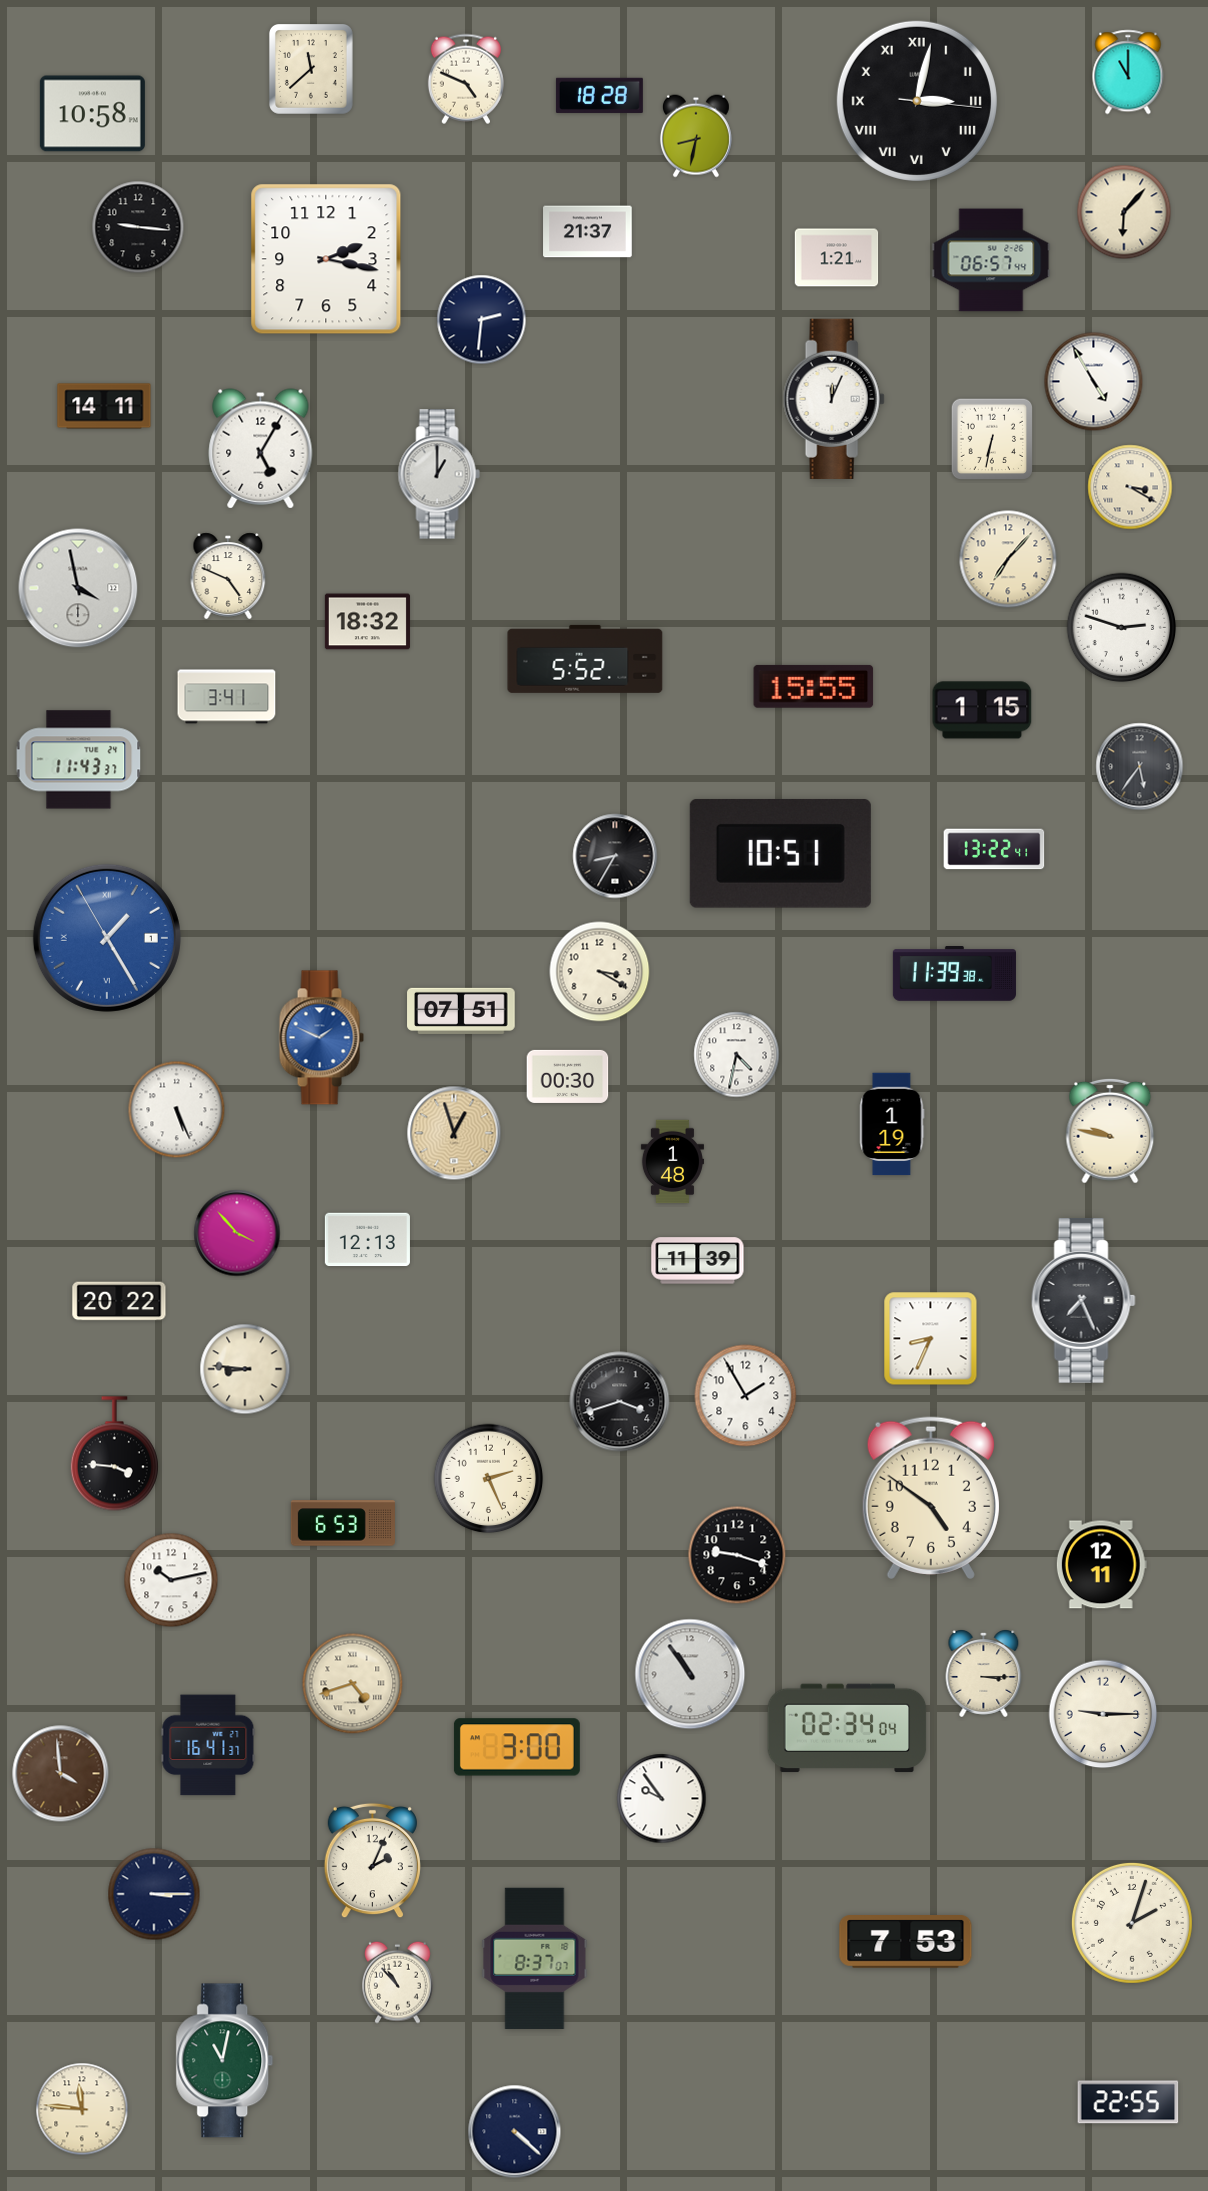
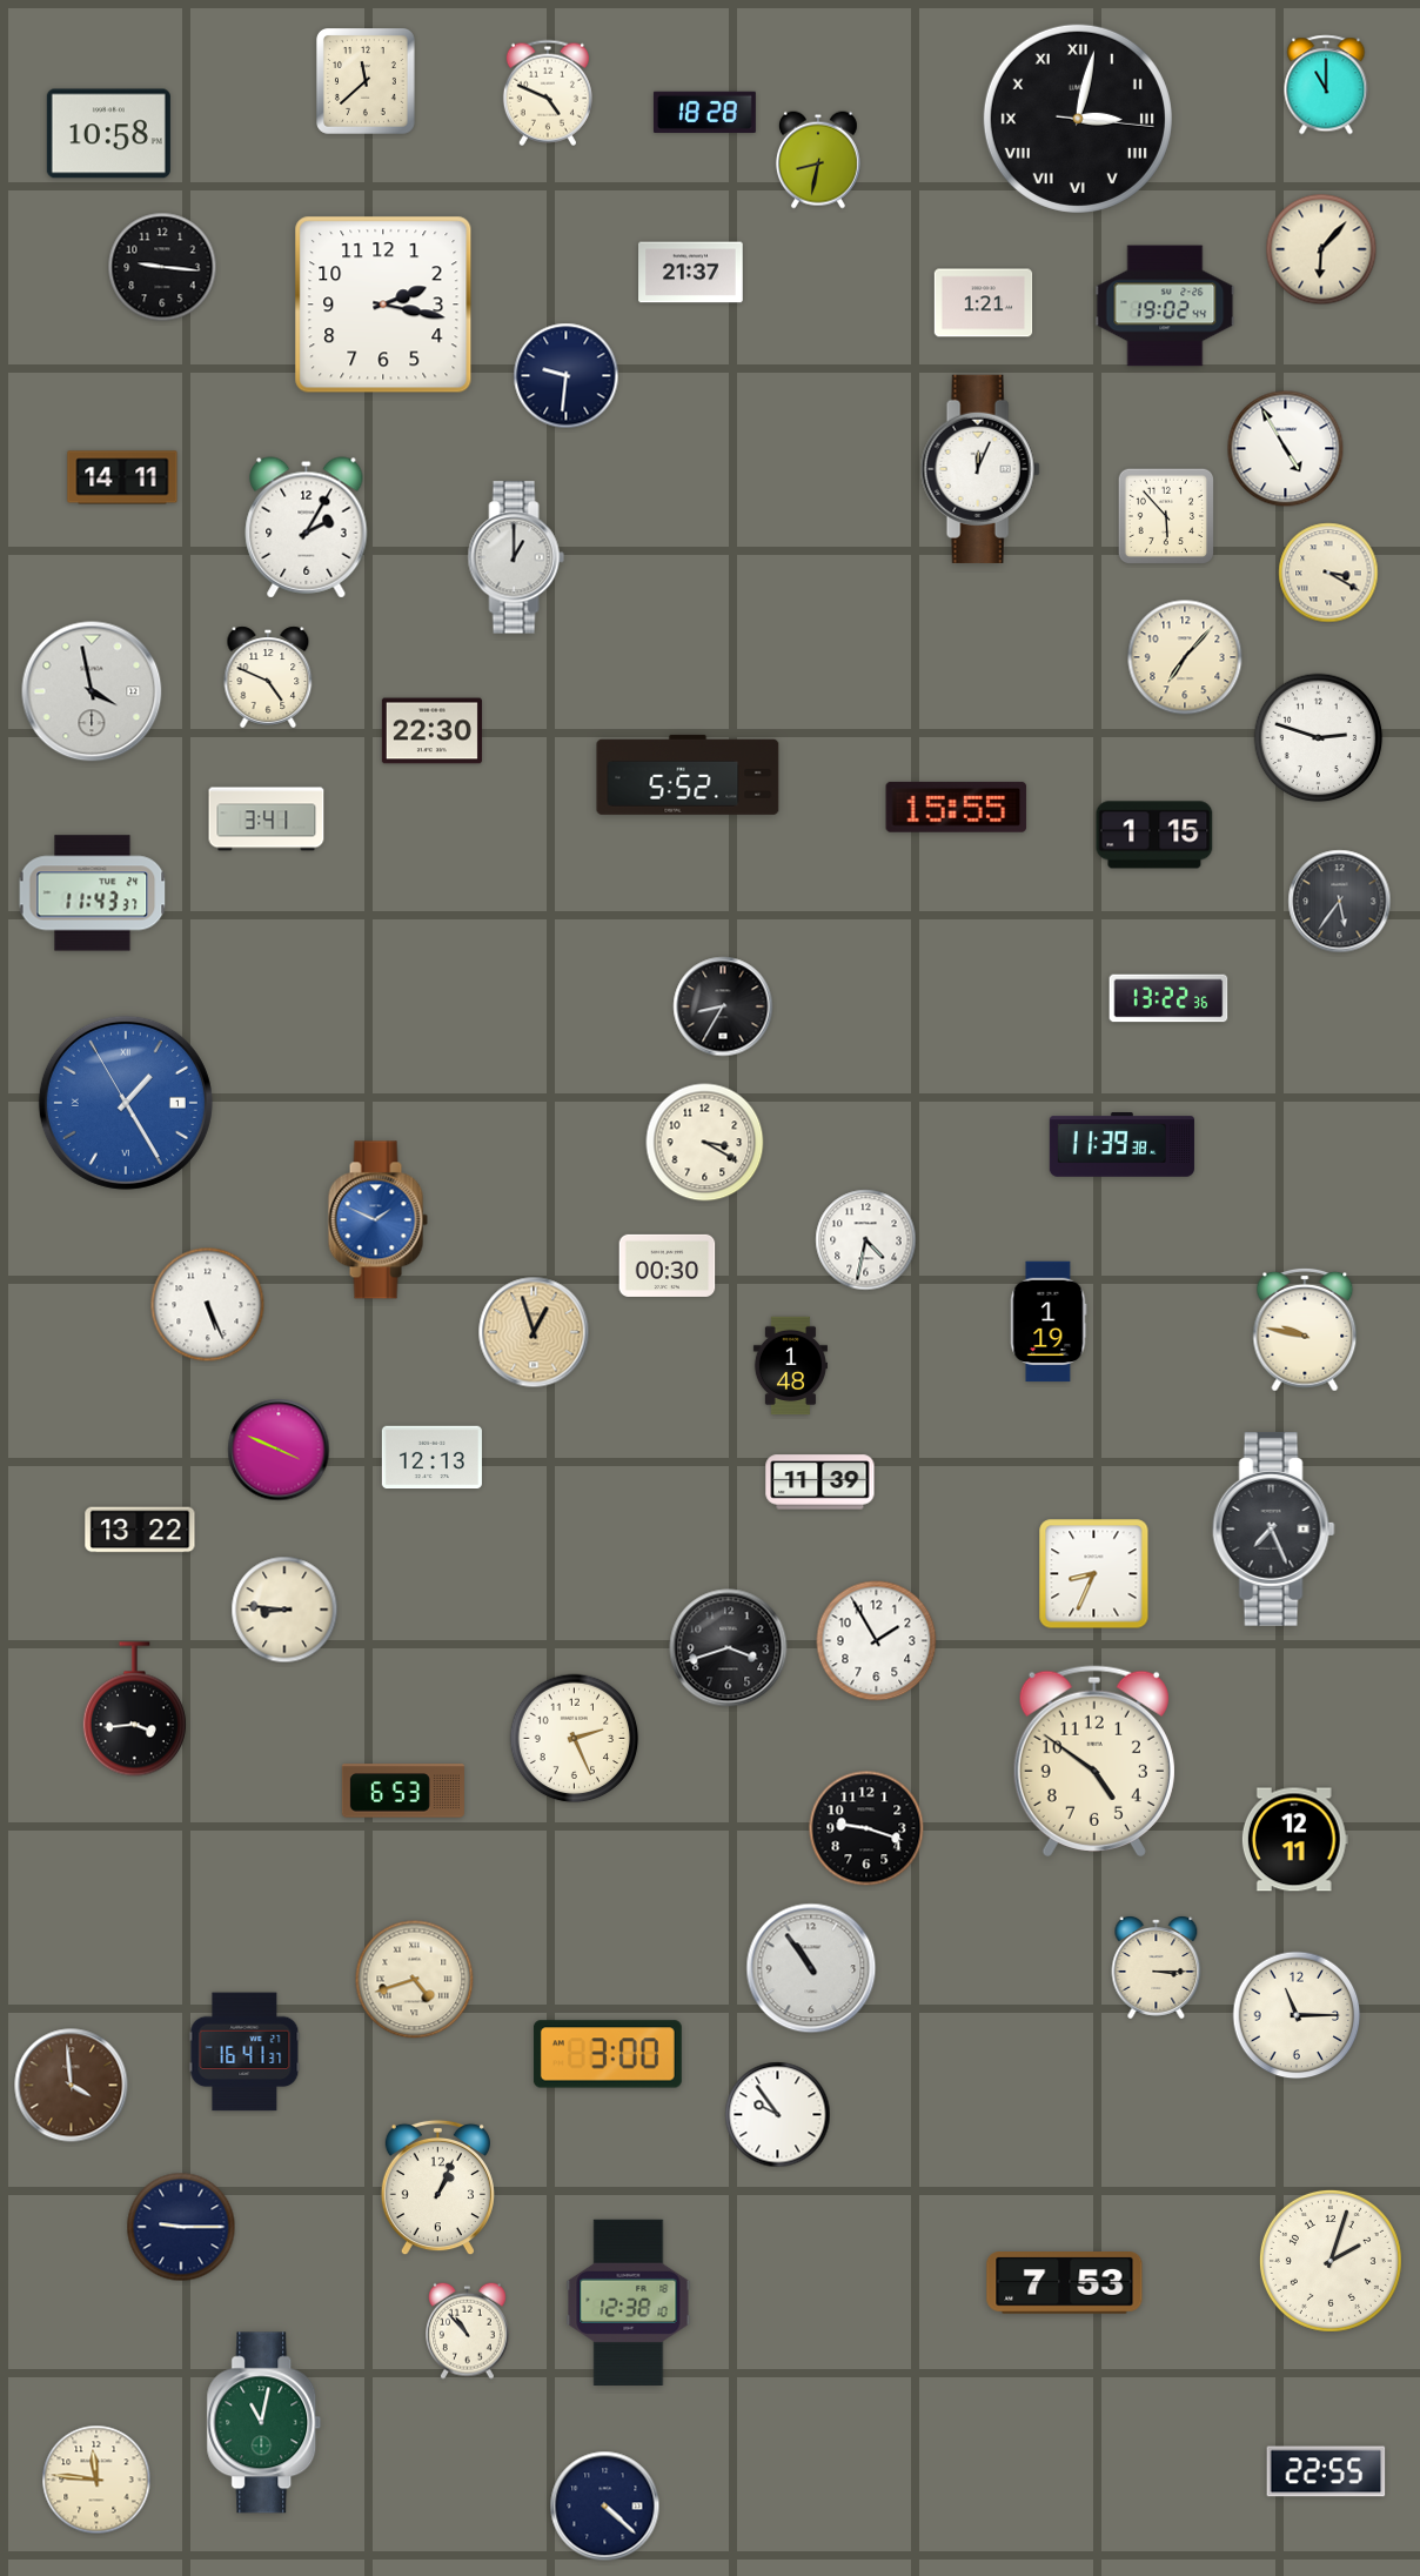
clock at (991, 260): 06:57 -> 19:02
clock at (482, 320): 2:31 -> 9:31
clock at (992, 439): 6:32 -> 5:53
clock at (261, 449): 5:05 -> 2:05
clock at (367, 622): 18:32 -> 22:30
clock at (994, 849): 13:22:41 -> 13:22:36
clock at (780, 853): 10:51 -> none
clock at (461, 1011): 07:51 -> none
clock at (237, 1233): 3:53 -> 3:49
clock at (119, 1301): 20:22 -> 13:22
clock at (245, 1369) position: (245, 1369) -> (284, 1610)
clock at (114, 1454): 3:46 -> 3:44
clock at (171, 1580): 10:13 -> none
clock at (1103, 1714): 9:15 -> 11:15
clock at (847, 1728): 02:34 -> none
clock at (372, 1861): 2:04 -> 1:04
clock at (154, 1894): 3:15 -> 9:15
clock at (535, 1958): 8:37 -> 12:38
